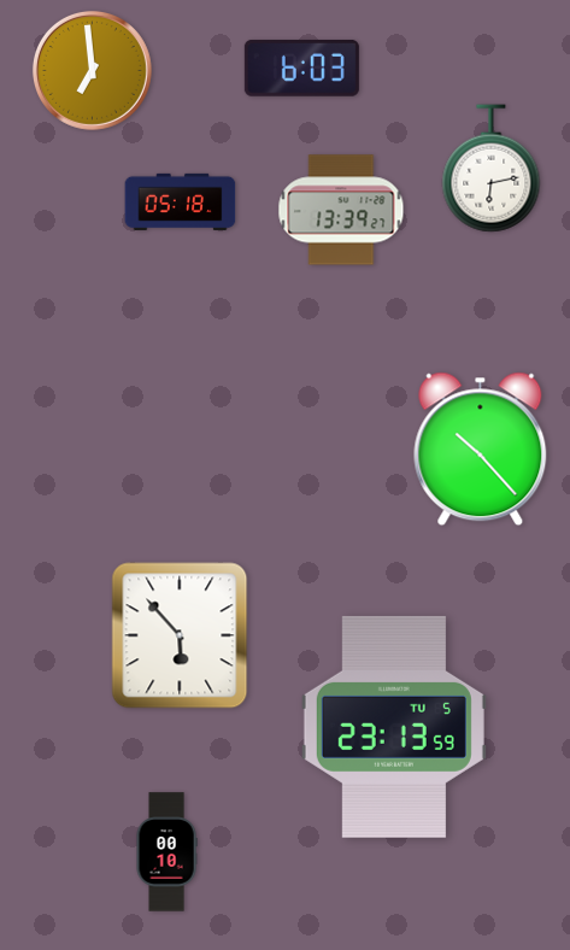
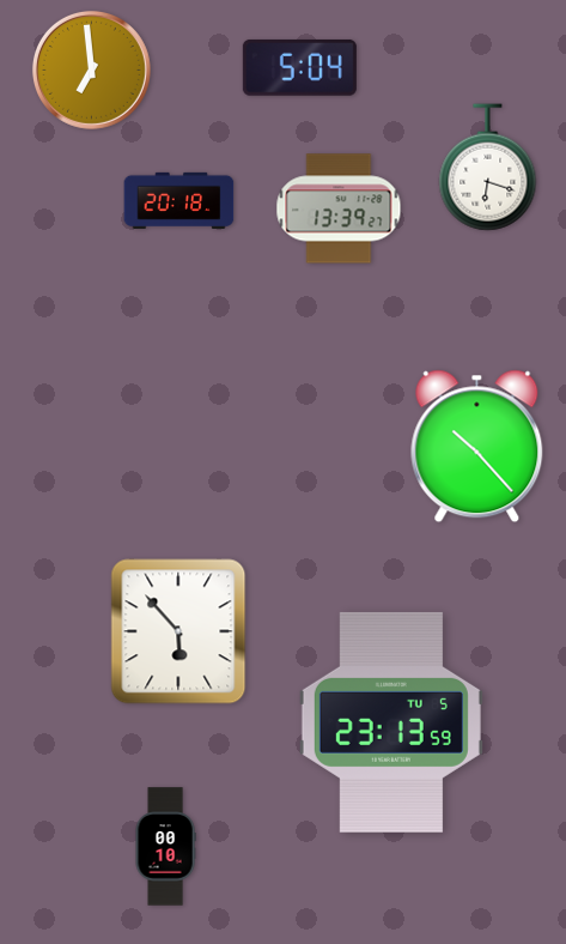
clock at (301, 69): 6:03 -> 5:04
clock at (492, 169): 6:13 -> 6:18
clock at (181, 201): 05:18 -> 20:18
